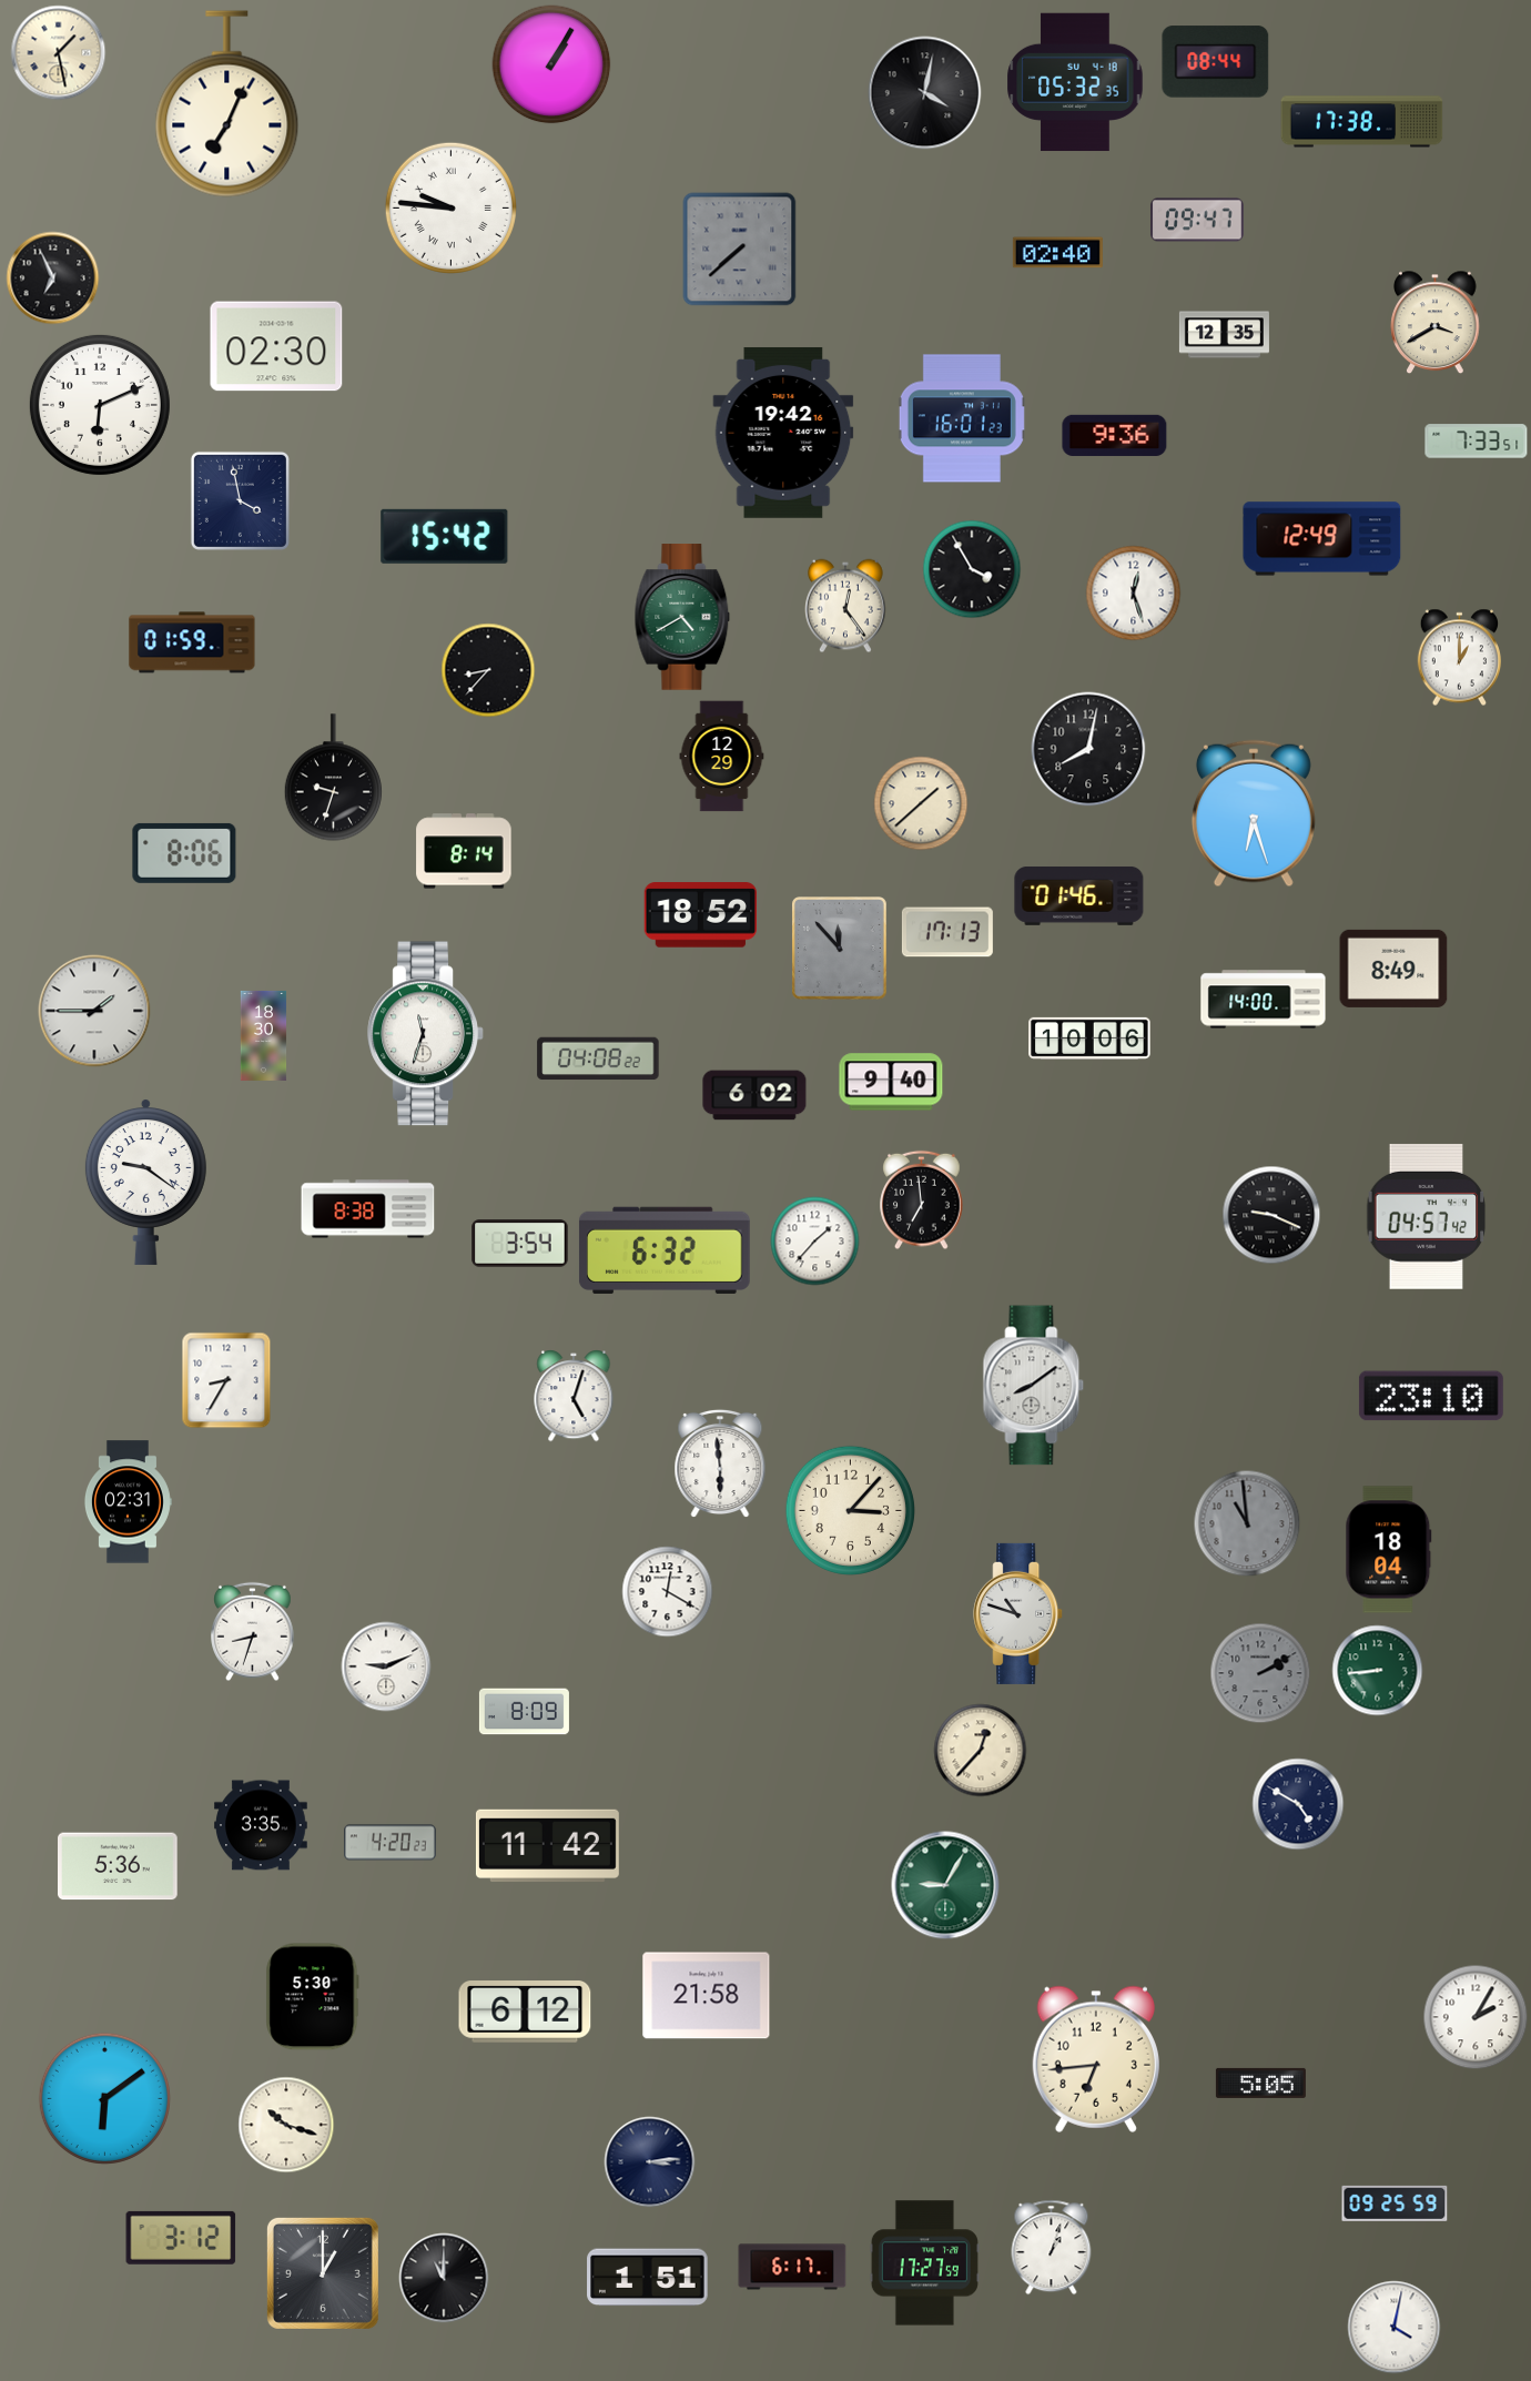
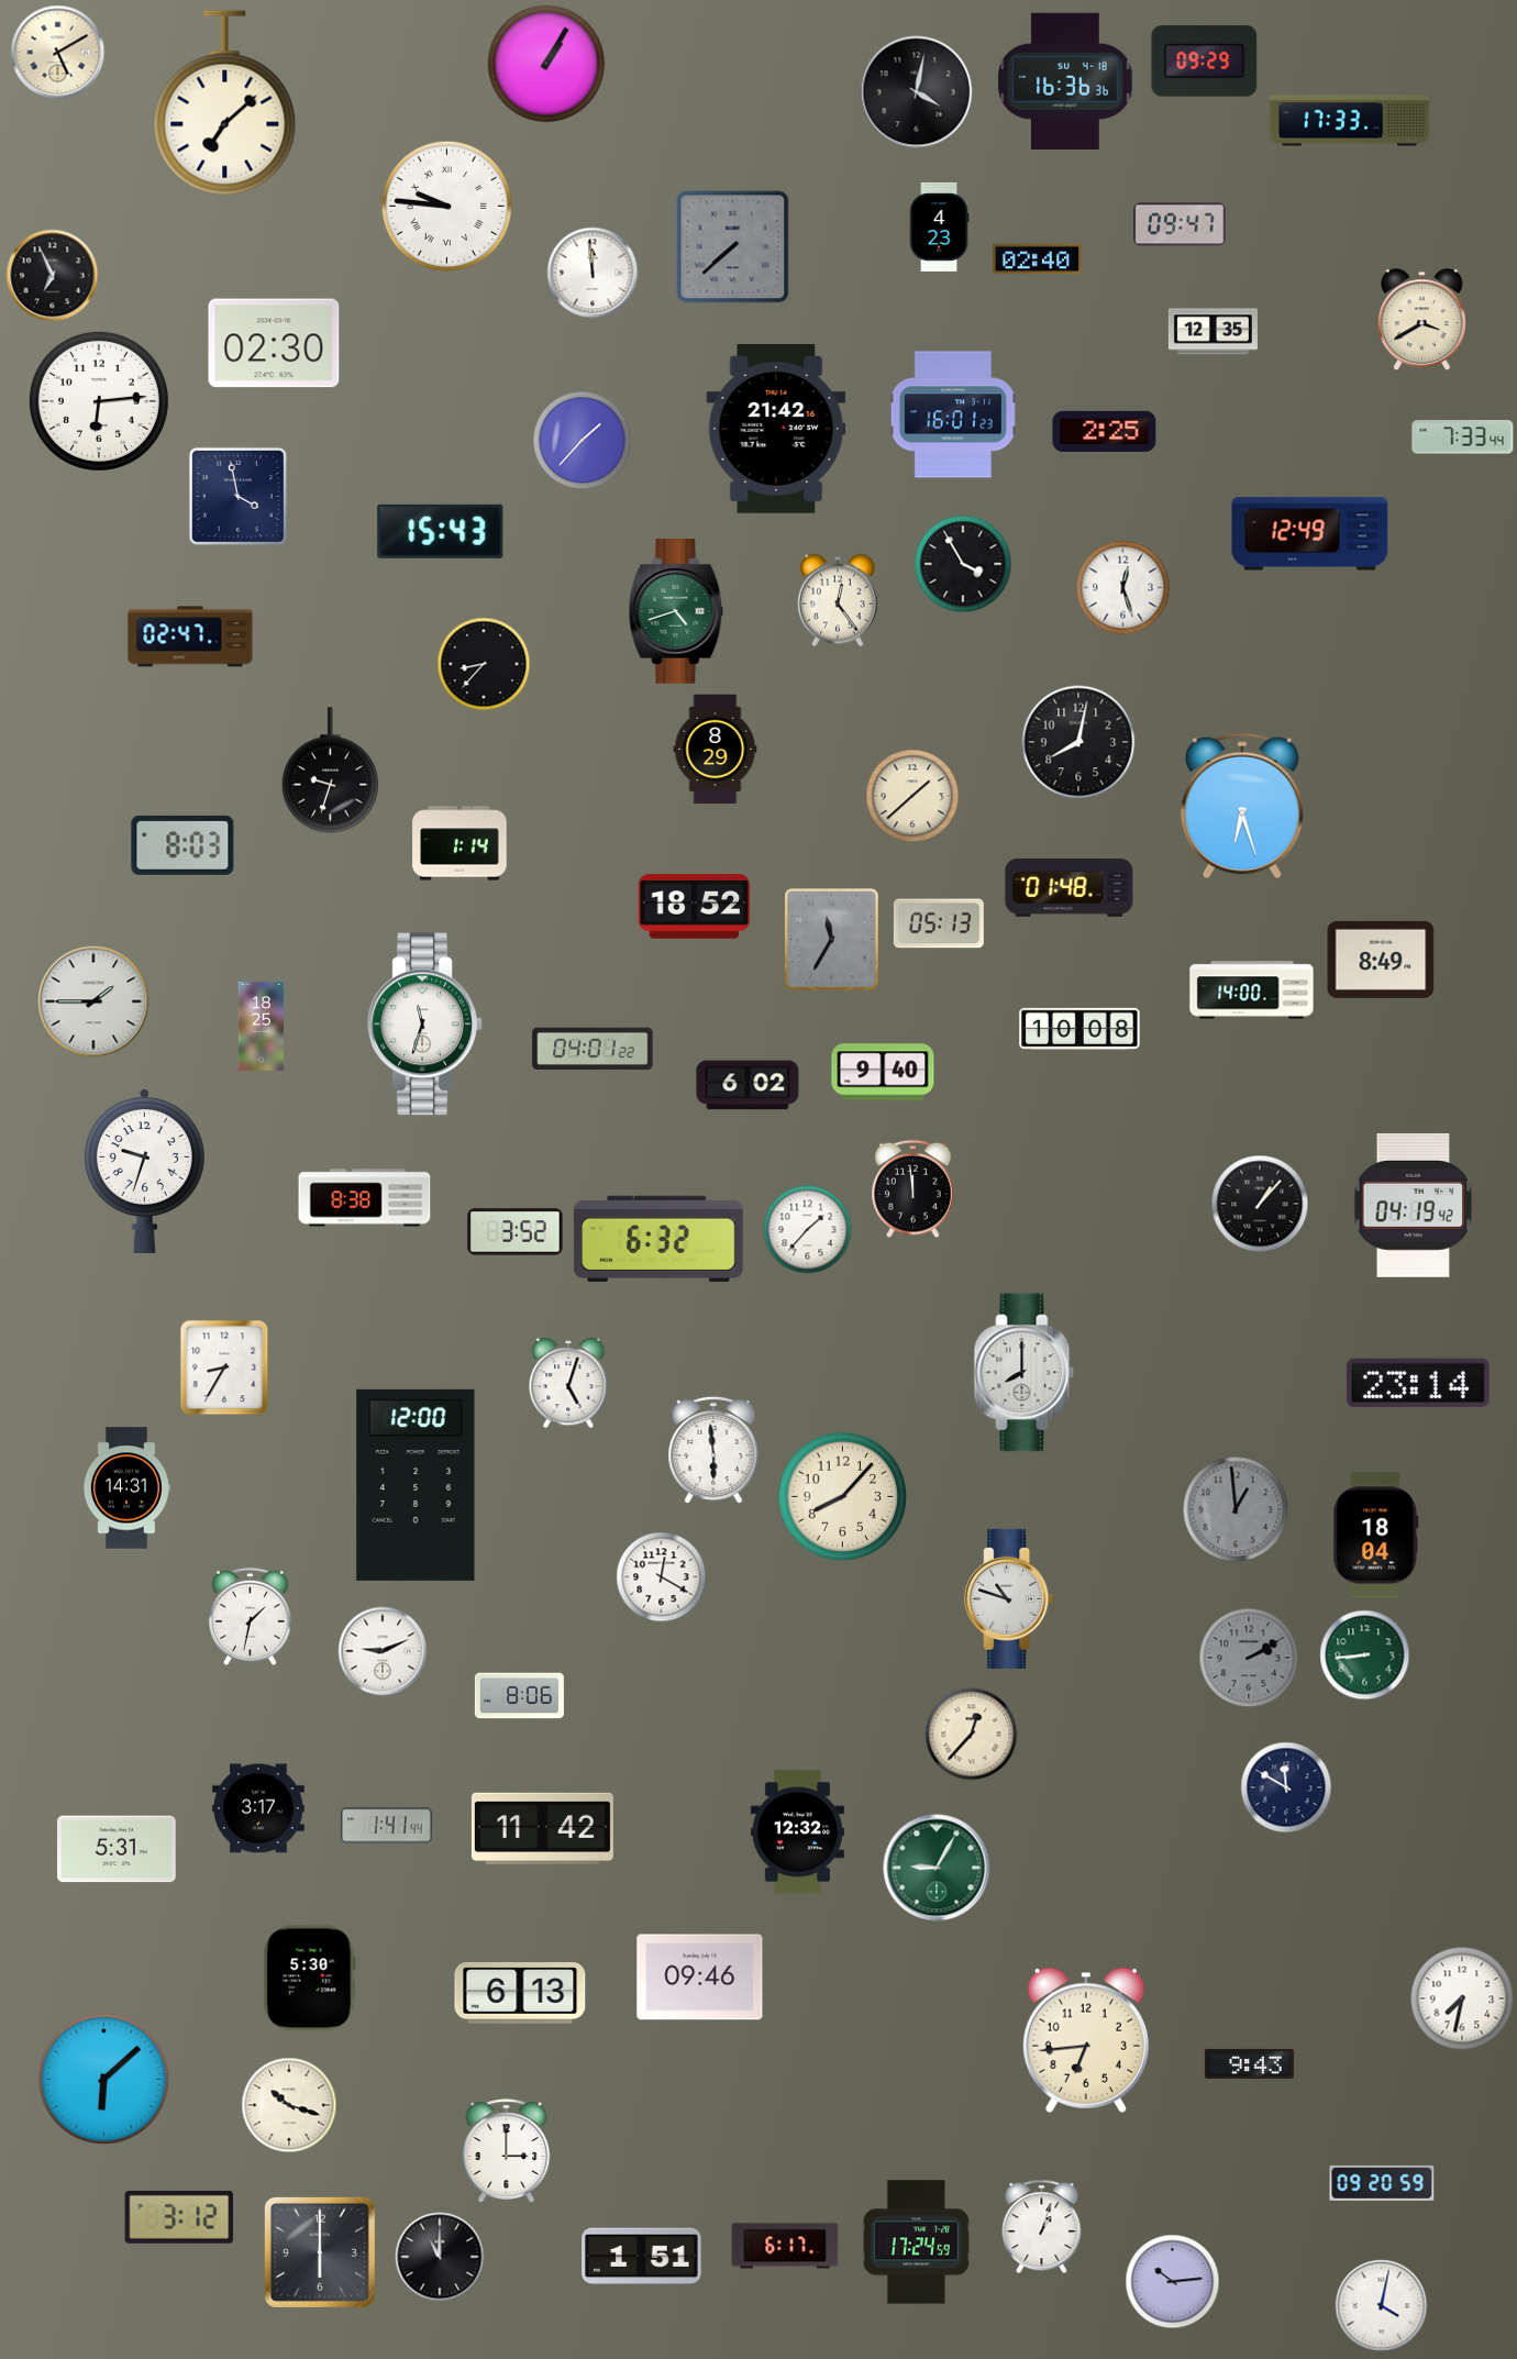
clock at (59, 53): 1:28 -> 5:10
clock at (1216, 62): 08:44 -> 09:29
clock at (1075, 82): 05:32 -> 16:36
clock at (227, 104): 7:04 -> 7:08
clock at (1362, 122): 17:38 -> 17:33
clock at (1198, 220) position: (1198, 220) -> (1181, 224)
clock at (939, 226): none -> 4:23
clock at (1057, 253) position: (1057, 253) -> (1037, 259)
clock at (593, 273): none -> 11:59
clock at (100, 405): 6:11 -> 6:14
clock at (783, 433): 19:42 -> 21:42
clock at (1115, 435): 9:36 -> 2:25
clock at (1477, 442): 7:33:51 -> 7:33:44
clock at (583, 441): none -> 1:37
clock at (445, 536): 15:42 -> 15:43
clock at (682, 617): 4:40 -> 4:42
clock at (192, 642): 01:59 -> 02:47
clock at (1459, 658): 1:00 -> none
clock at (722, 757): 12:29 -> 8:29
clock at (464, 851): 8:14 -> 1:14
clock at (184, 853): 8:06 -> 8:03
clock at (1079, 895): 01:46 -> 01:48
clock at (947, 932): 17:13 -> 05:13
clock at (840, 949): 11:53 -> 11:35
clock at (426, 1034) position: (426, 1034) -> (425, 1025)
clock at (264, 1035): 18:30 -> 18:25
clock at (1089, 1038): 10:06 -> 10:08
clock at (598, 1058): 04:08 -> 04:01
clock at (145, 1183): 9:21 -> 9:33
clock at (922, 1200): 6:59 -> 11:59
clock at (1271, 1215): 9:19 -> 1:07
clock at (1427, 1216): 04:57 -> 04:19
clock at (520, 1244): 3:54 -> 3:52
clock at (1034, 1386): 8:09 -> 8:00
clock at (1431, 1396): 23:10 -> 23:14
clock at (416, 1485): none -> 12:00
clock at (128, 1502): 02:31 -> 14:31
clock at (850, 1510): 3:07 -> 8:07
clock at (1247, 1523): 10:59 -> 12:59
clock at (253, 1632): 8:33 -> 1:32
clock at (524, 1712): 8:09 -> 8:06
clock at (1298, 1804): 4:50 -> 11:50
clock at (261, 1825): 3:35 -> 3:17
clock at (391, 1843): 4:20 -> 1:41
clock at (797, 1832): none -> 12:32
clock at (118, 1866): 5:36 -> 5:31
clock at (707, 1996): 21:58 -> 09:46
clock at (525, 2013): 6:12 -> 6:13
clock at (1476, 2017): 2:05 -> 7:32
clock at (1260, 2083): 5:05 -> 9:43
clock at (104, 2098): 6:09 -> 6:08
clock at (286, 2125) position: (286, 2125) -> (289, 2105)
clock at (650, 2162): 3:14 -> none
clock at (507, 2151): none -> 3:00
clock at (1395, 2203): 09:25 -> 09:20
clock at (924, 2263): 17:27 -> 17:24
clock at (323, 2273): 1:00 -> 6:00
clock at (1173, 2282): none -> 10:14
